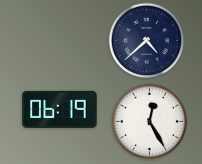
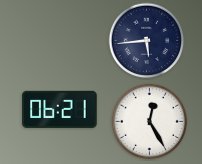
clock at (147, 41): 4:38 -> 5:44
clock at (60, 109): 06:19 -> 06:21
